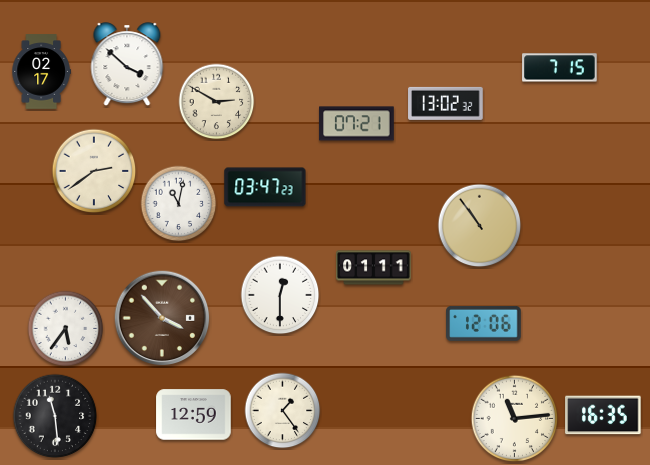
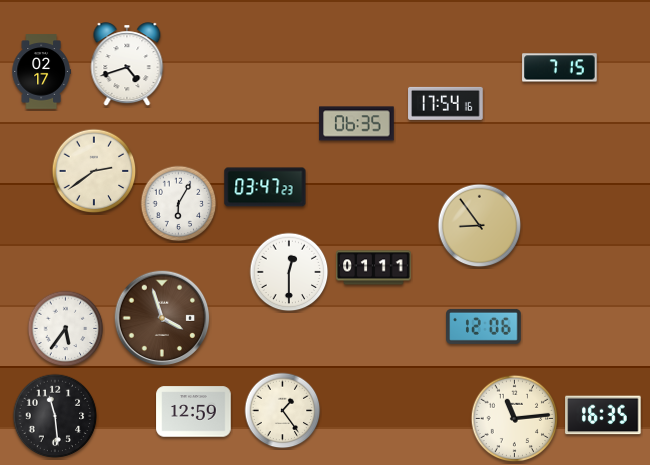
clock at (127, 65): 3:52 -> 4:42
clock at (217, 102): 2:50 -> none
clock at (446, 103): 13:02 -> 17:54
clock at (357, 124): 07:21 -> 06:35
clock at (179, 204): 11:02 -> 6:05
clock at (480, 226): 10:54 -> 8:54
clock at (280, 295) position: (280, 295) -> (289, 272)
clock at (162, 318): 3:53 -> 3:57
clock at (484, 323) position: (484, 323) -> (484, 326)
clock at (194, 415) position: (194, 415) -> (194, 412)
